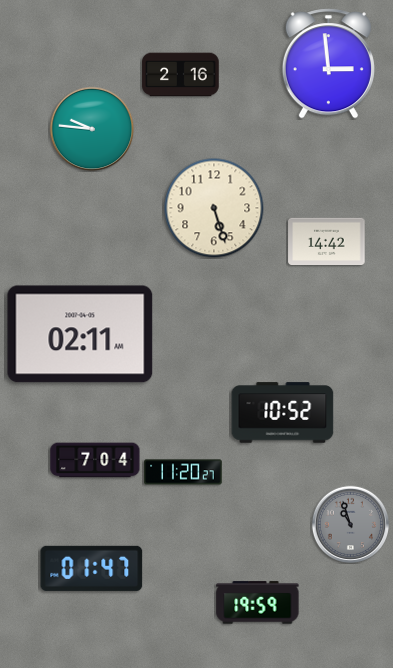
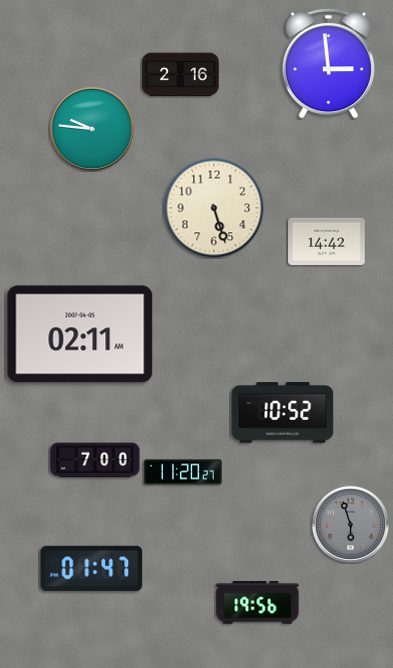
clock at (95, 460): 7:04 -> 7:00
clock at (350, 524): 10:57 -> 5:57
clock at (258, 603): 19:59 -> 19:56
